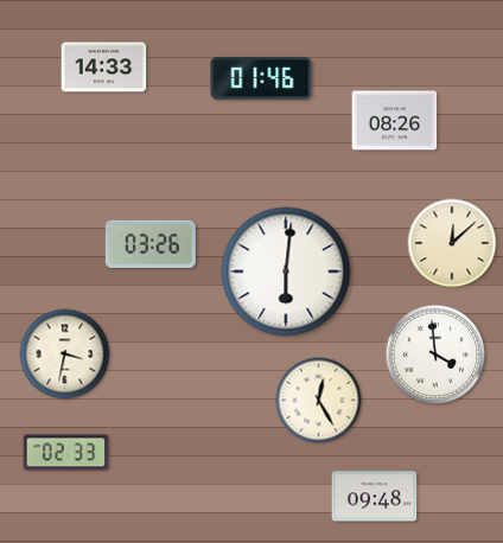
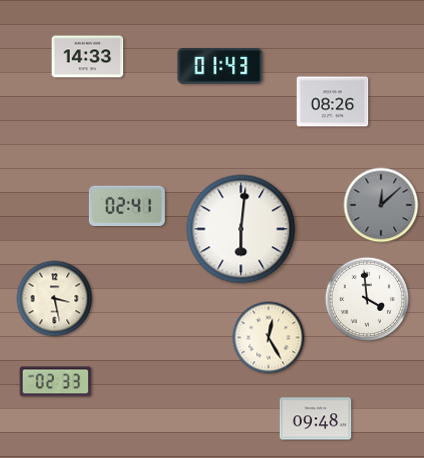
clock at (261, 78): 01:46 -> 01:43
clock at (151, 243): 03:26 -> 02:41
clock at (452, 243) dial: cream -> grey
clock at (65, 354): 3:32 -> 3:28
